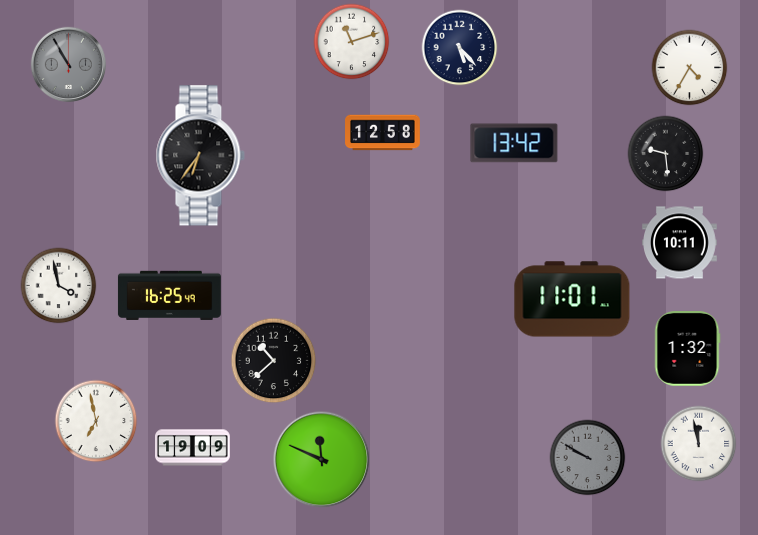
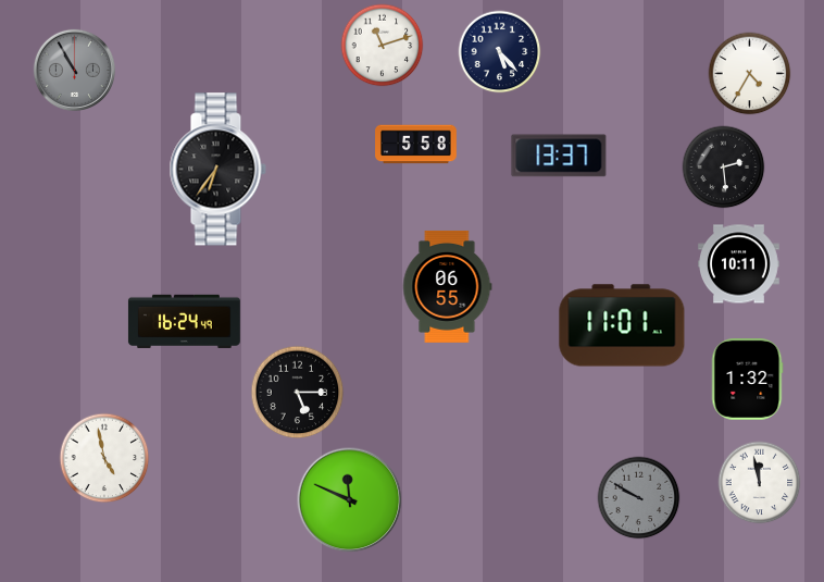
clock at (383, 133): 12:58 -> 5:58
clock at (514, 143): 13:42 -> 13:37
clock at (666, 154): 9:29 -> 2:29
clock at (448, 286): none -> 06:55
clock at (59, 286): 3:58 -> none
clock at (169, 295): 16:25 -> 16:24
clock at (274, 361): 10:38 -> 5:15
clock at (96, 421): 6:58 -> 4:58
clock at (193, 448): 19:09 -> none
